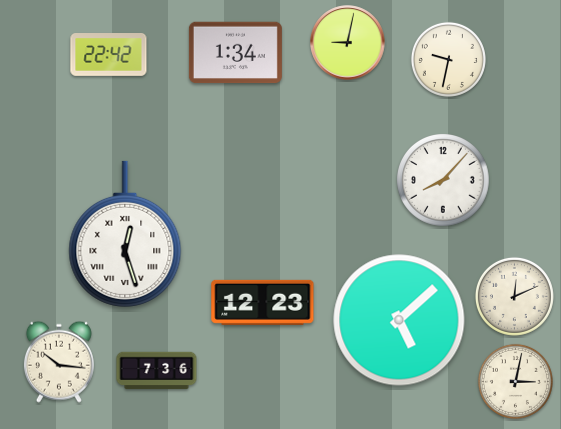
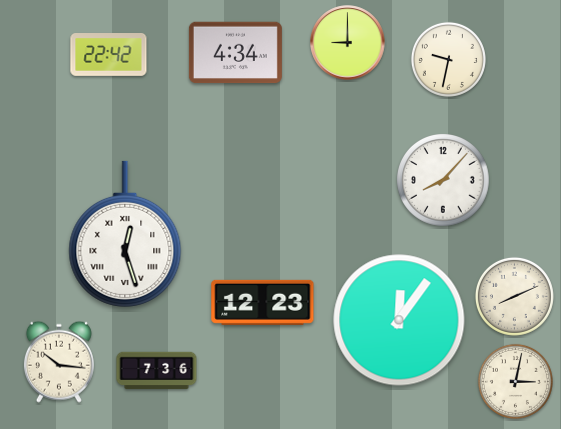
clock at (348, 43): 9:02 -> 9:00
clock at (235, 53): 1:34 -> 4:34
clock at (514, 296): 12:11 -> 8:11
clock at (399, 320): 5:08 -> 12:06
